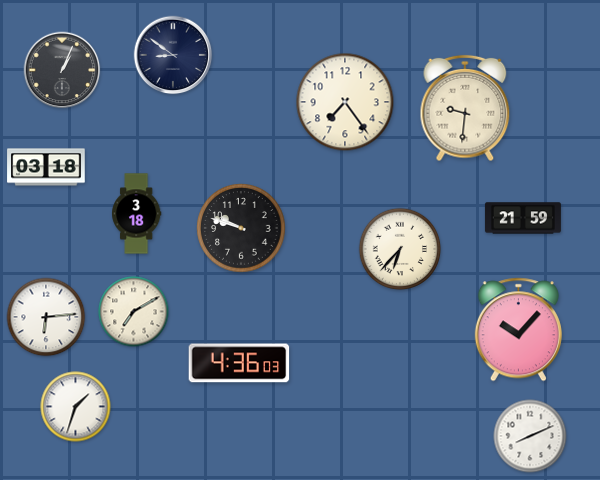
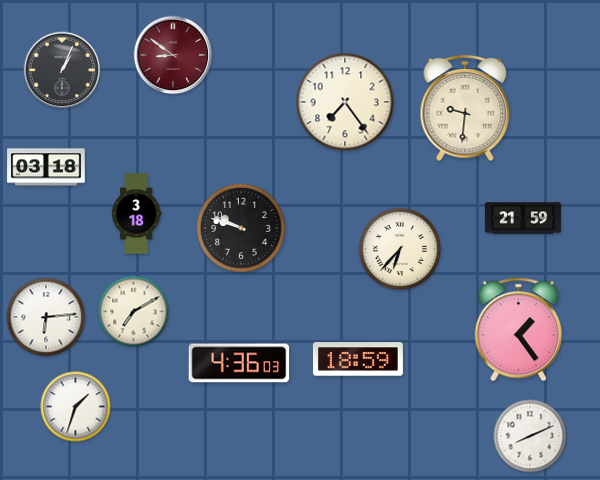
clock at (173, 55) dial: navy -> burgundy
clock at (518, 330): 10:07 -> 1:24
clock at (358, 359): none -> 18:59
